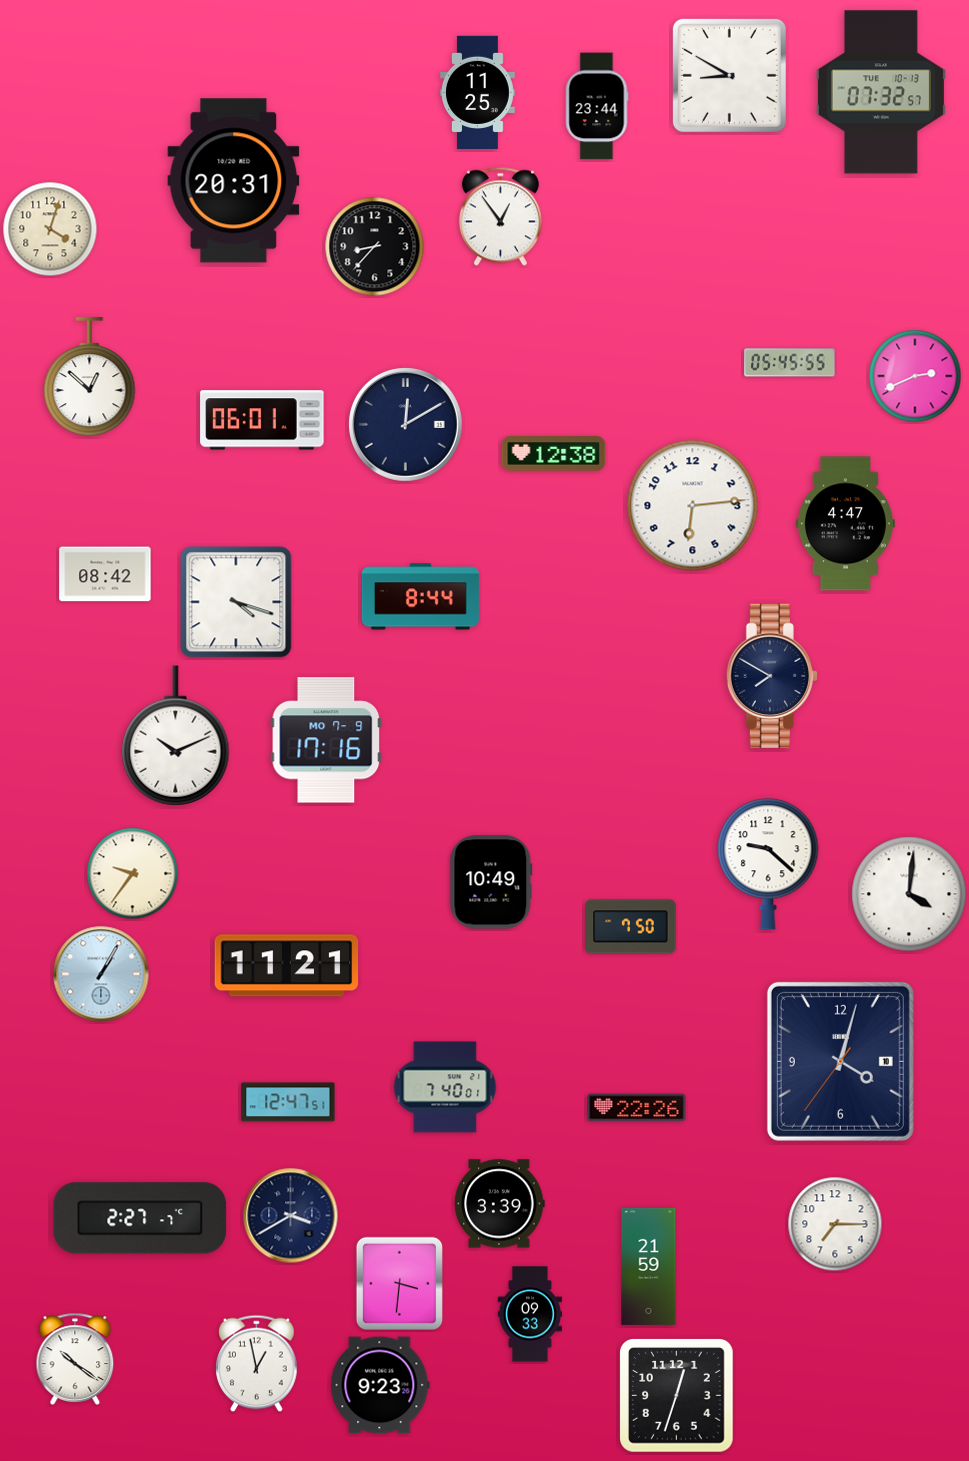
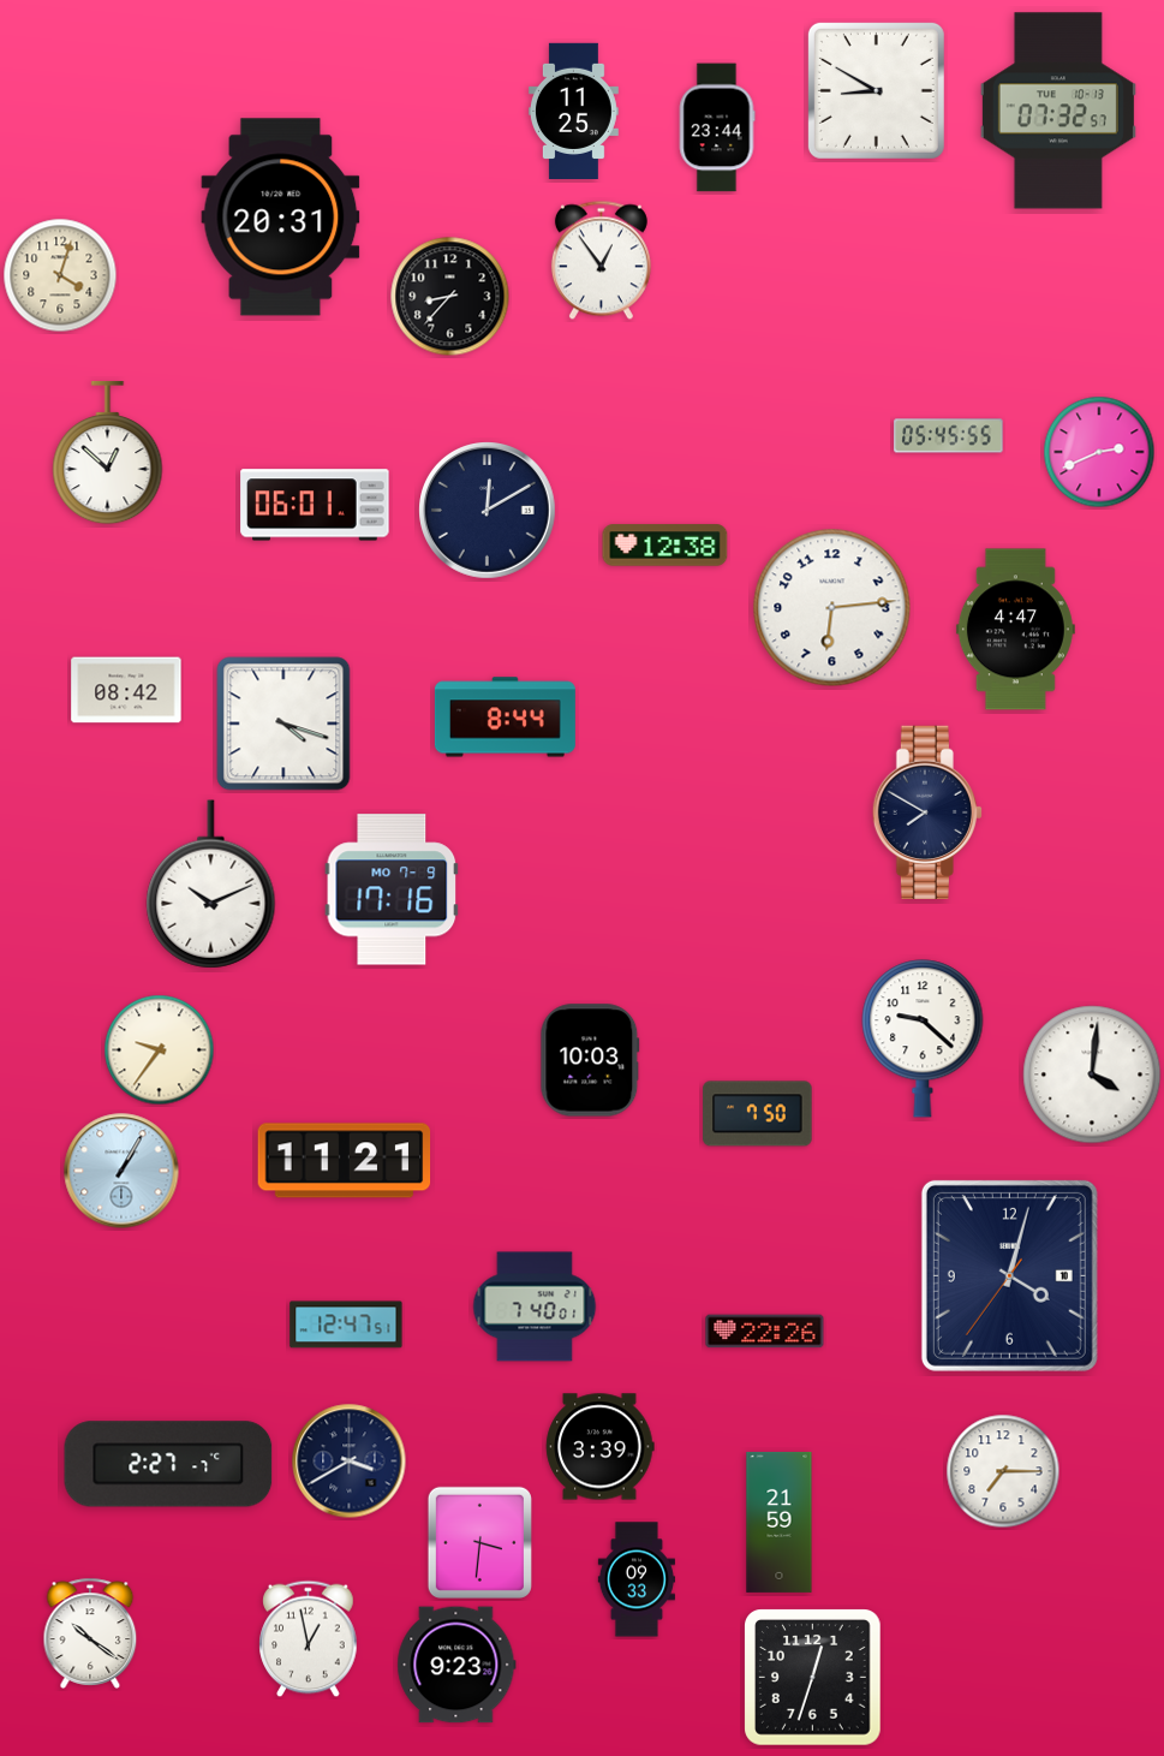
clock at (491, 882): 10:49 -> 10:03
